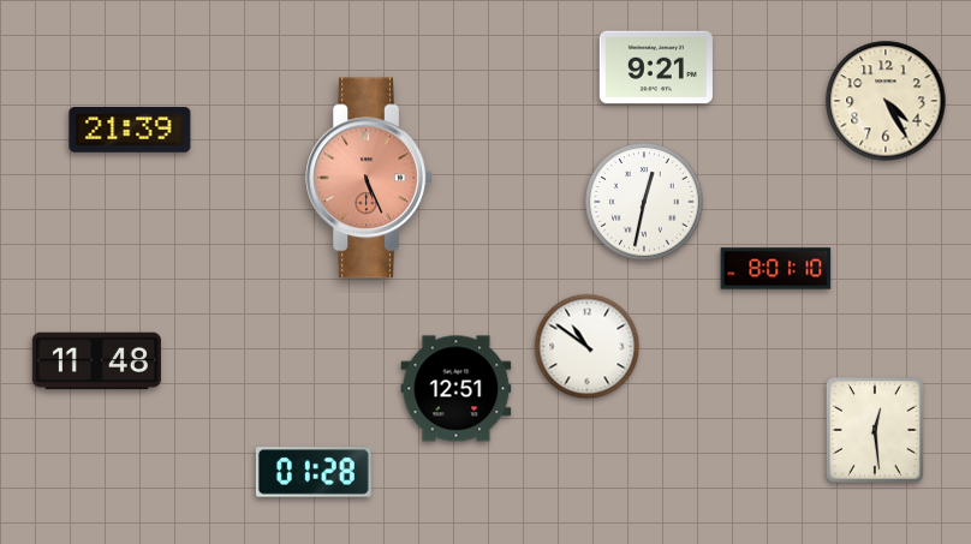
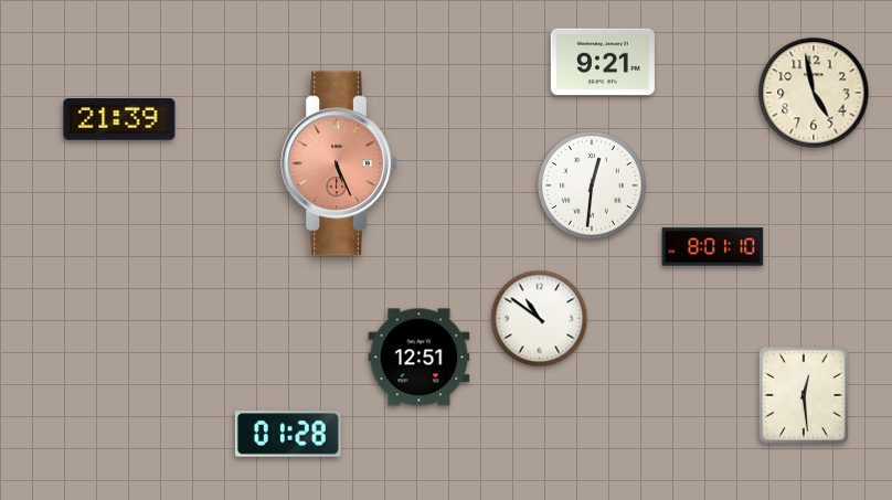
clock at (886, 101): 4:25 -> 4:58
clock at (644, 202): 12:32 -> 12:31
clock at (96, 361): 11:48 -> none
